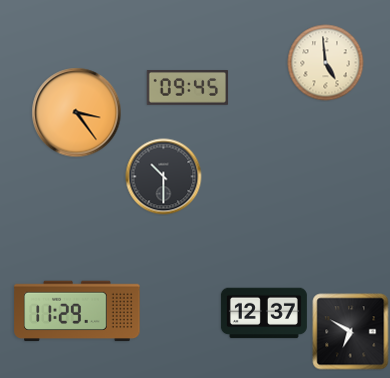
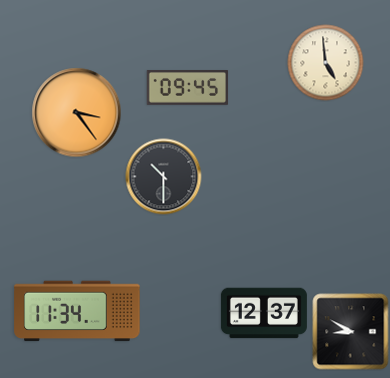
clock at (77, 311): 11:29 -> 11:34
clock at (351, 332): 6:50 -> 8:50
